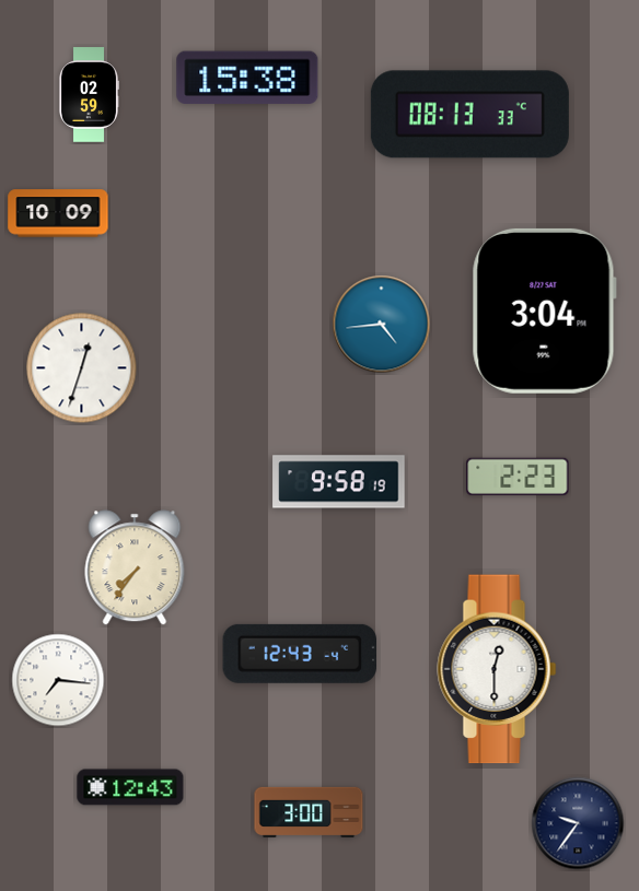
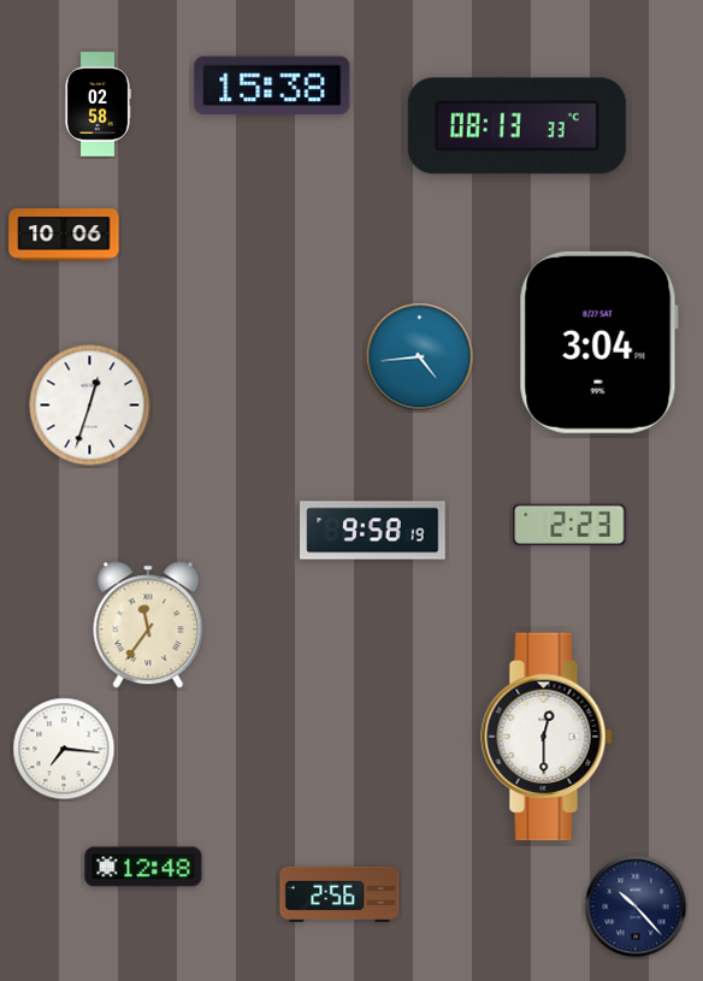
clock at (89, 95): 02:59 -> 02:58
clock at (58, 213): 10:09 -> 10:06
clock at (135, 567): 7:36 -> 11:36
clock at (300, 654): 12:43 -> none
clock at (130, 787): 12:43 -> 12:48
clock at (309, 812): 3:00 -> 2:56
clock at (578, 823): 9:36 -> 10:23
